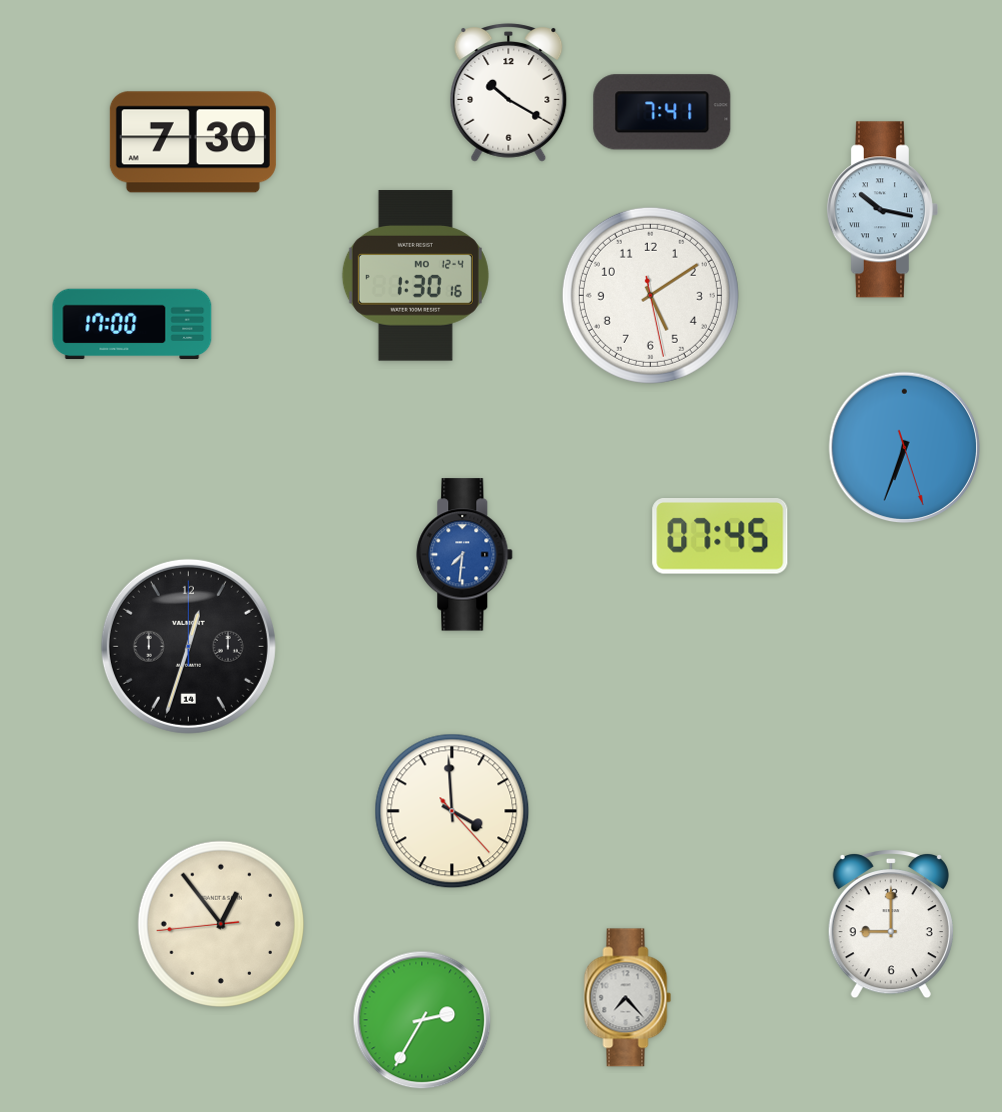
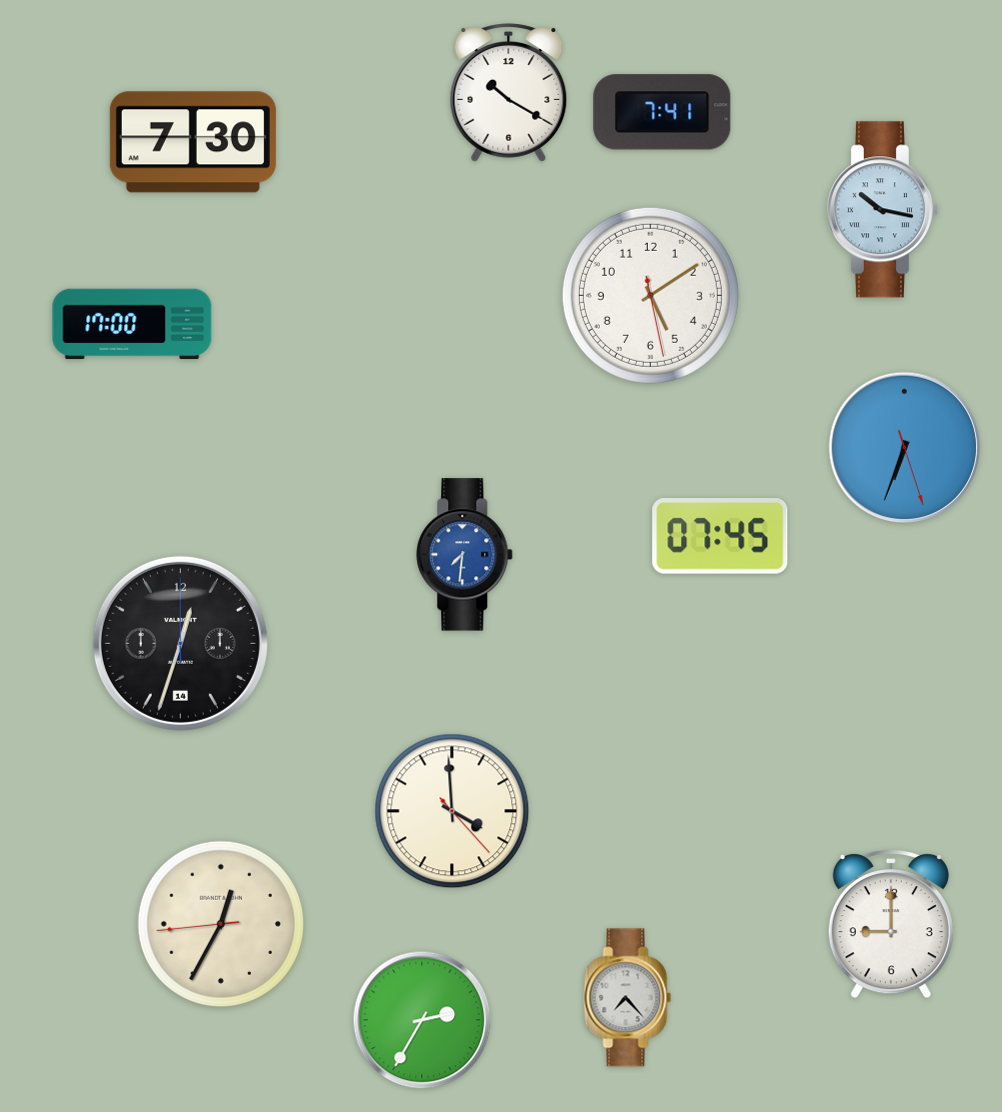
clock at (415, 276): 1:30 -> none
clock at (188, 646) position: (188, 646) -> (180, 643)
clock at (220, 923): 12:53 -> 12:34
